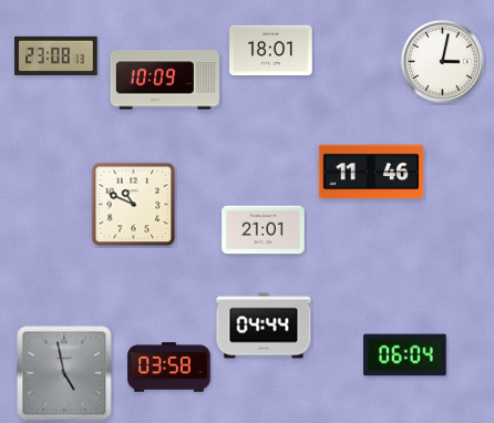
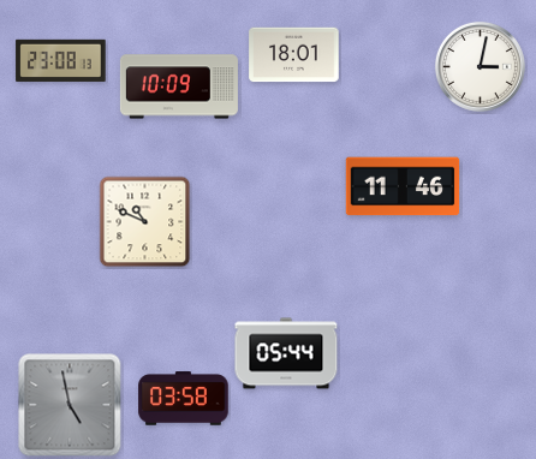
clock at (264, 230): 21:01 -> none
clock at (264, 326): 04:44 -> 05:44
clock at (405, 355): 06:04 -> none
